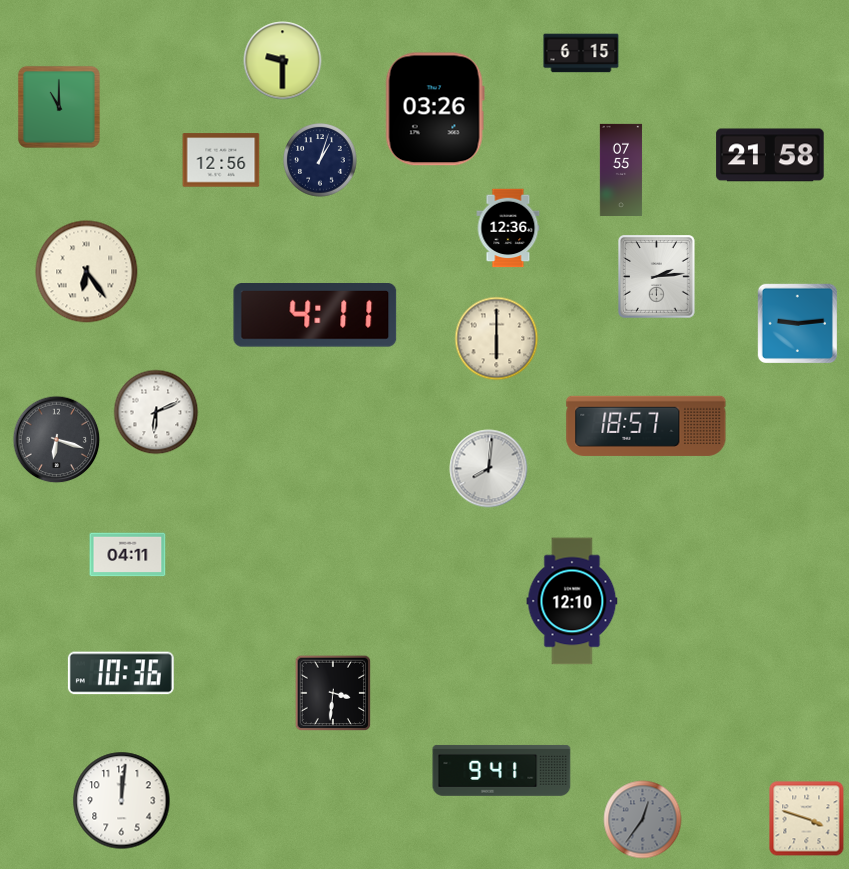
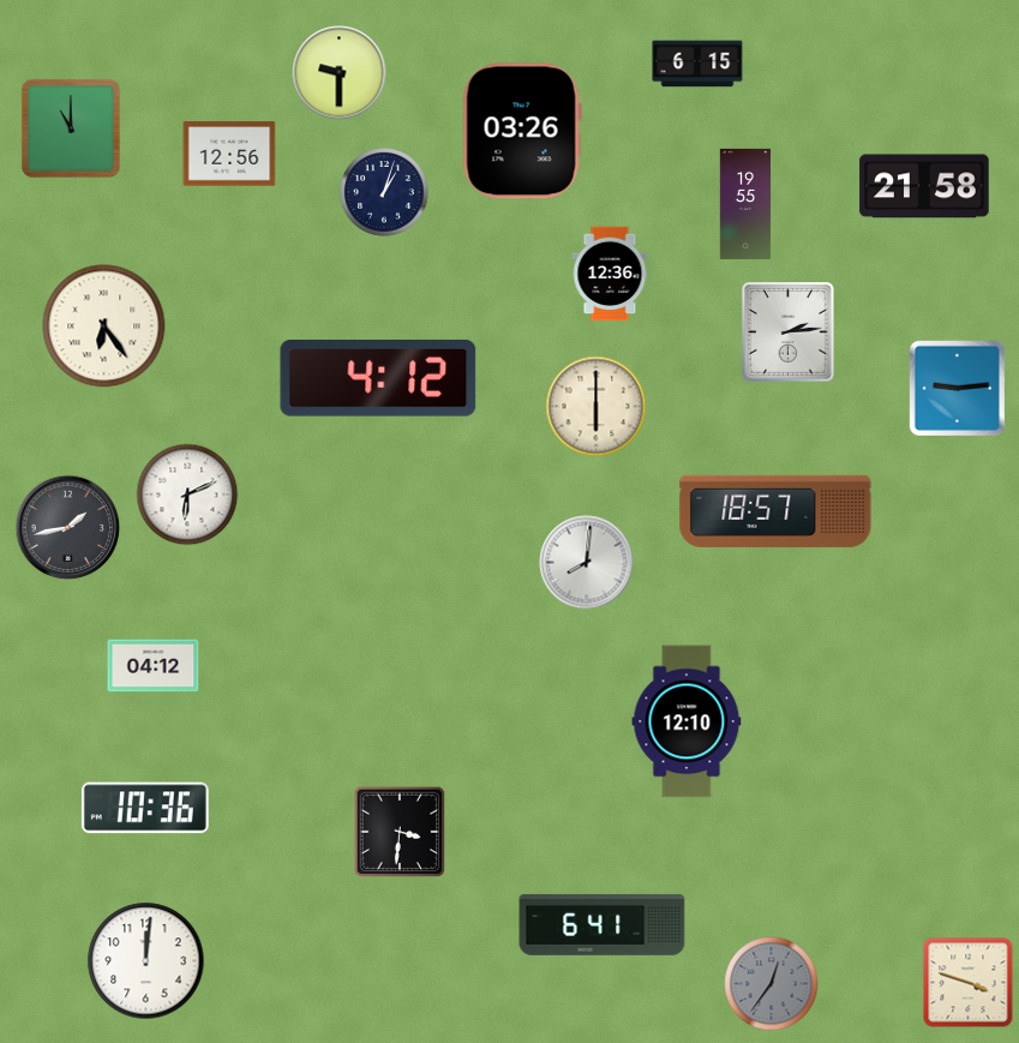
clock at (221, 160) position: (221, 160) -> (229, 154)
clock at (621, 169): 07:55 -> 19:55
clock at (315, 316): 4:11 -> 4:12
clock at (57, 440): 6:18 -> 1:43
clock at (128, 555): 04:11 -> 04:12
clock at (502, 770): 9:41 -> 6:41
